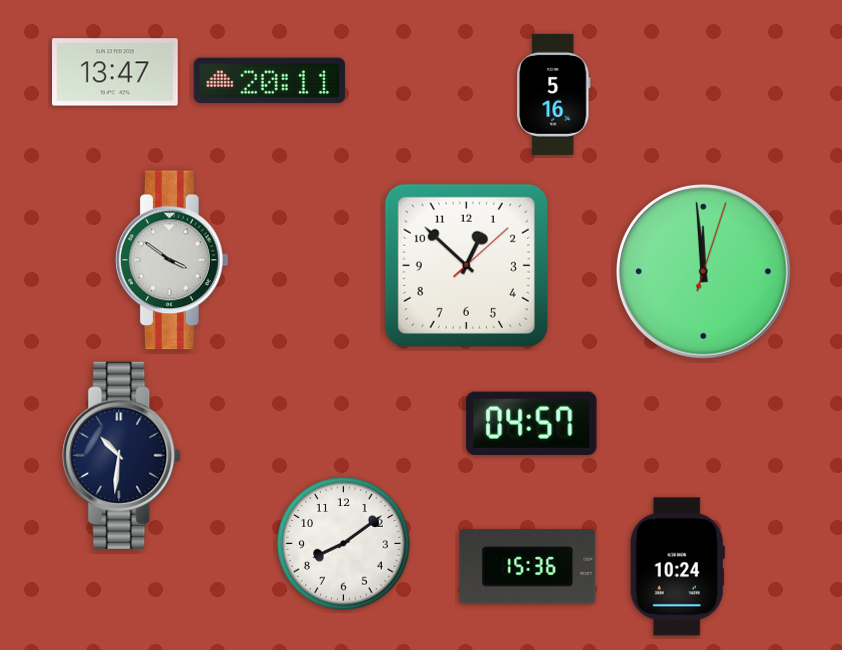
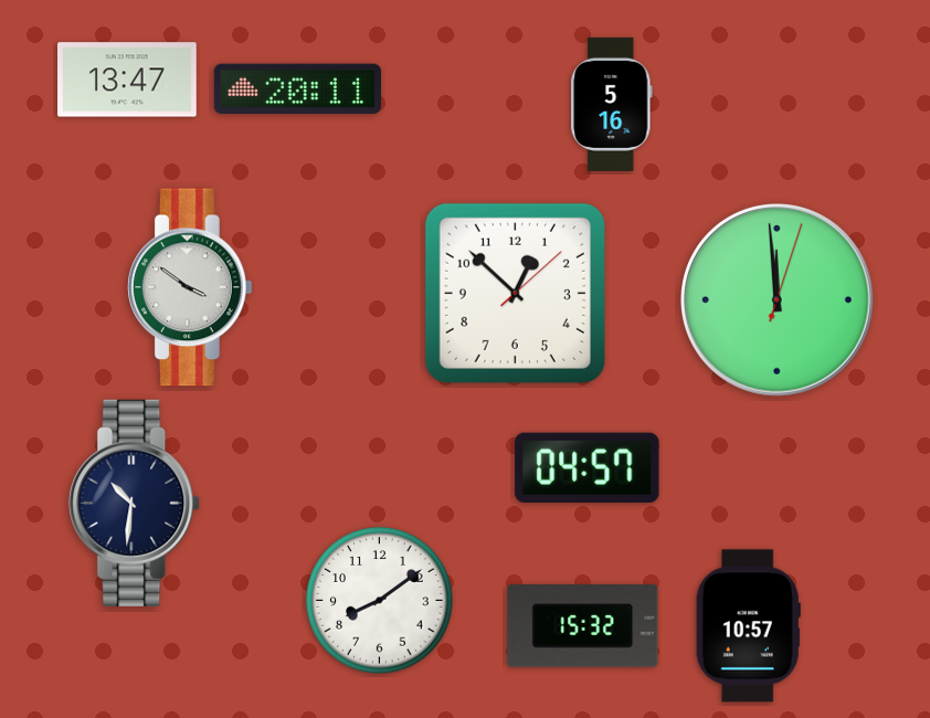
clock at (528, 567): 15:36 -> 15:32
clock at (677, 567): 10:24 -> 10:57
